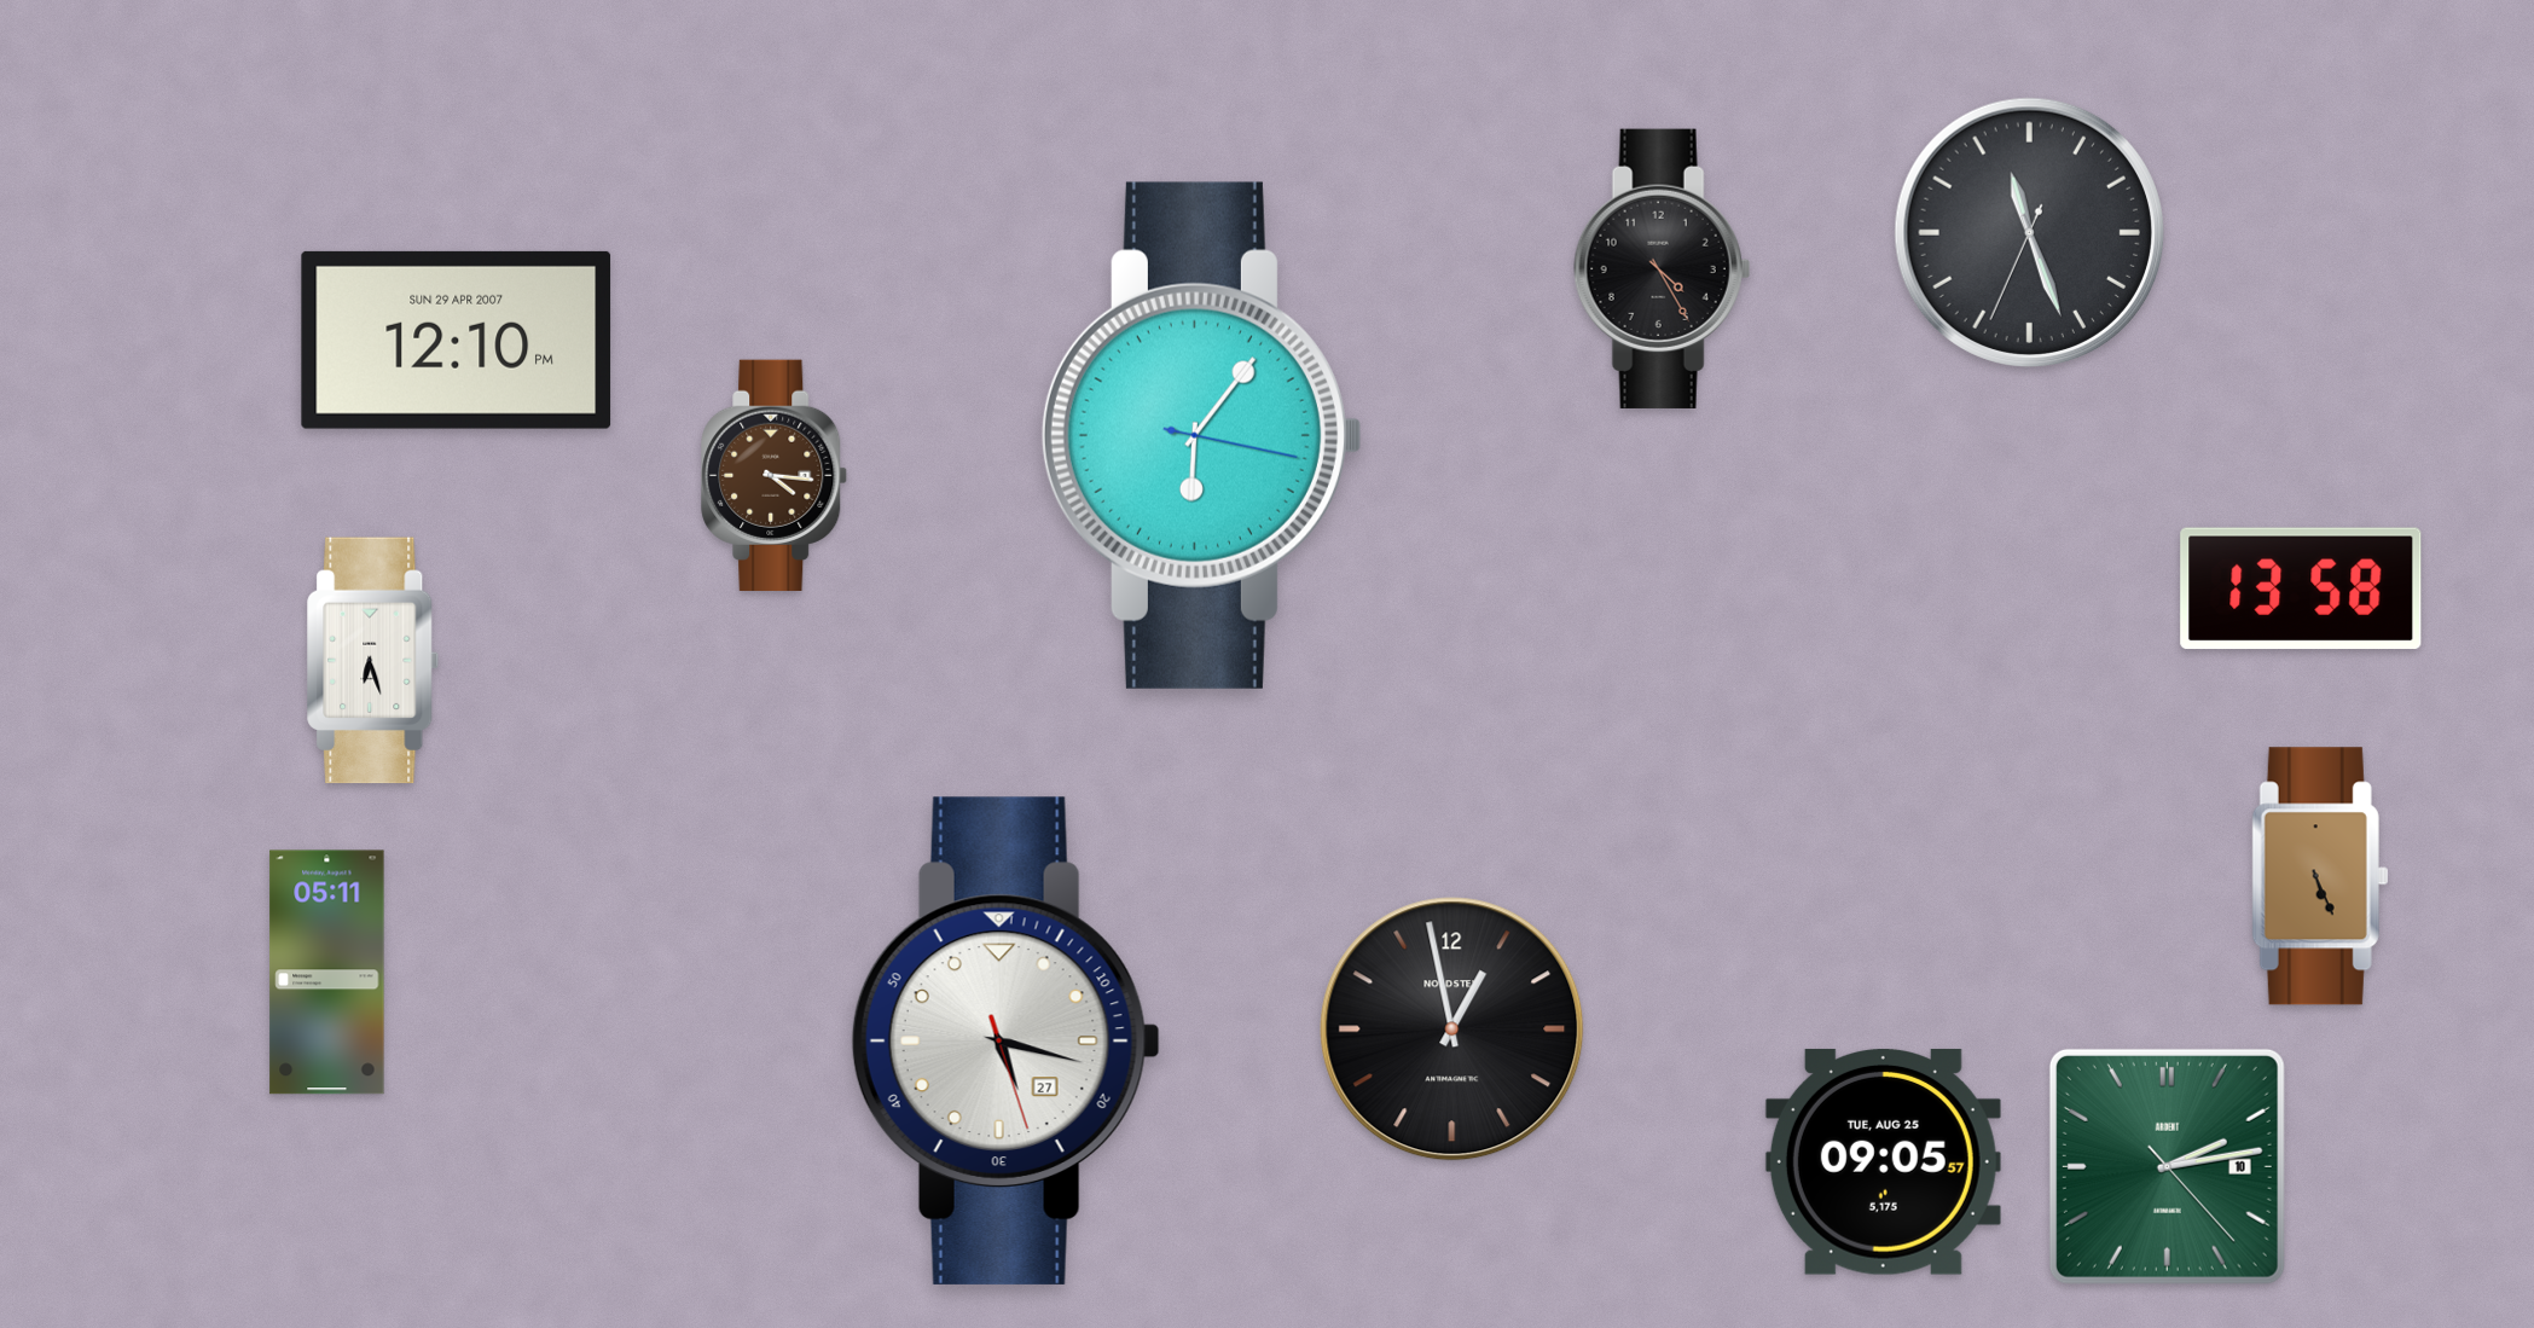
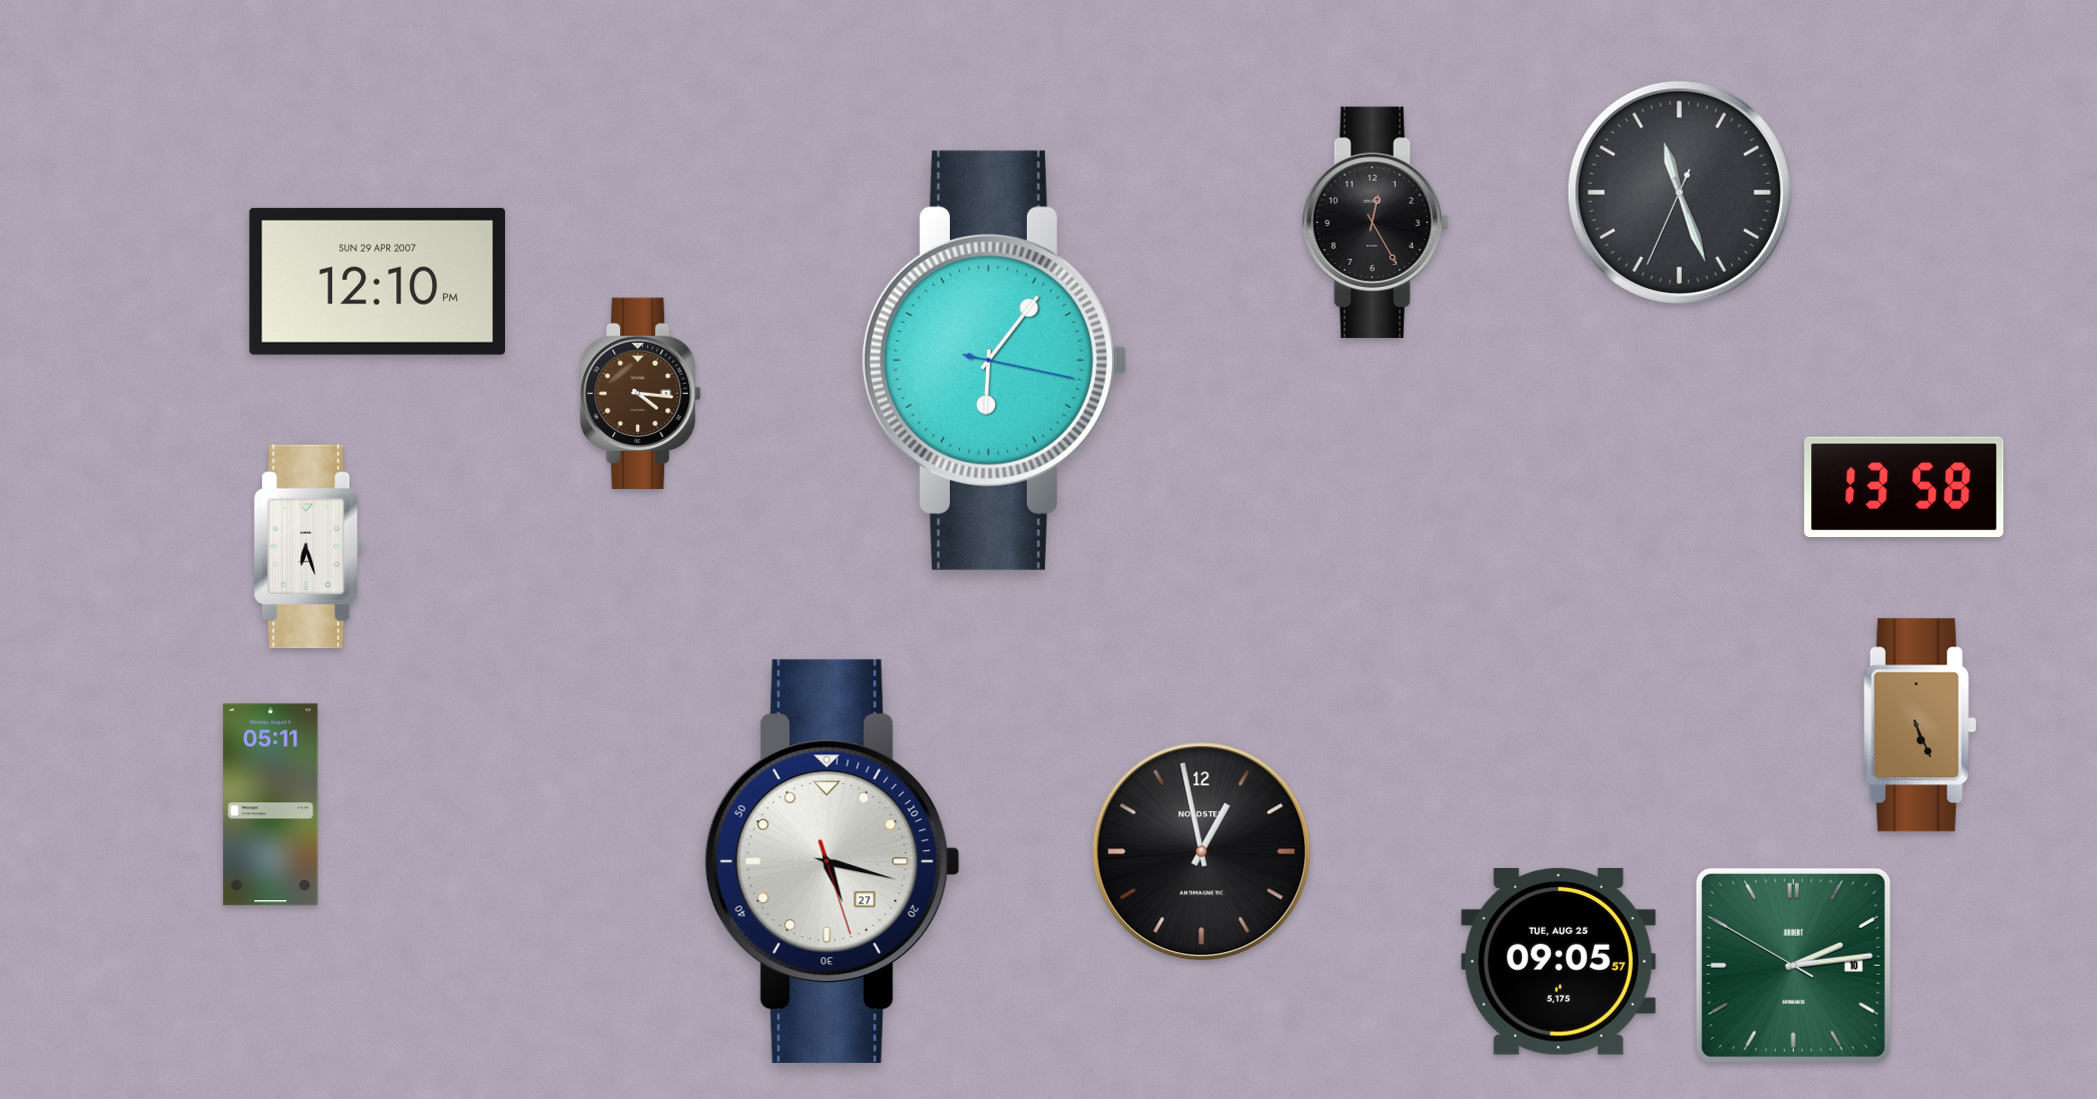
clock at (1663, 268): 4:25 -> 12:25
clock at (2167, 1166): 2:13:23 -> 2:13:50
